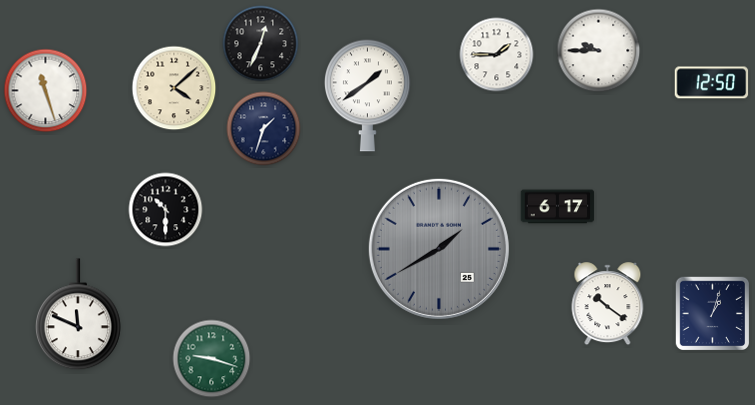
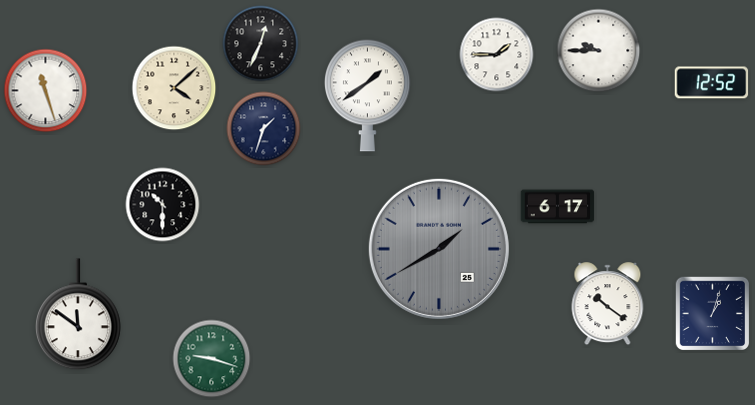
clock at (712, 83): 12:50 -> 12:52
clock at (166, 210) position: (166, 210) -> (163, 205)
clock at (78, 315): 11:49 -> 11:51
